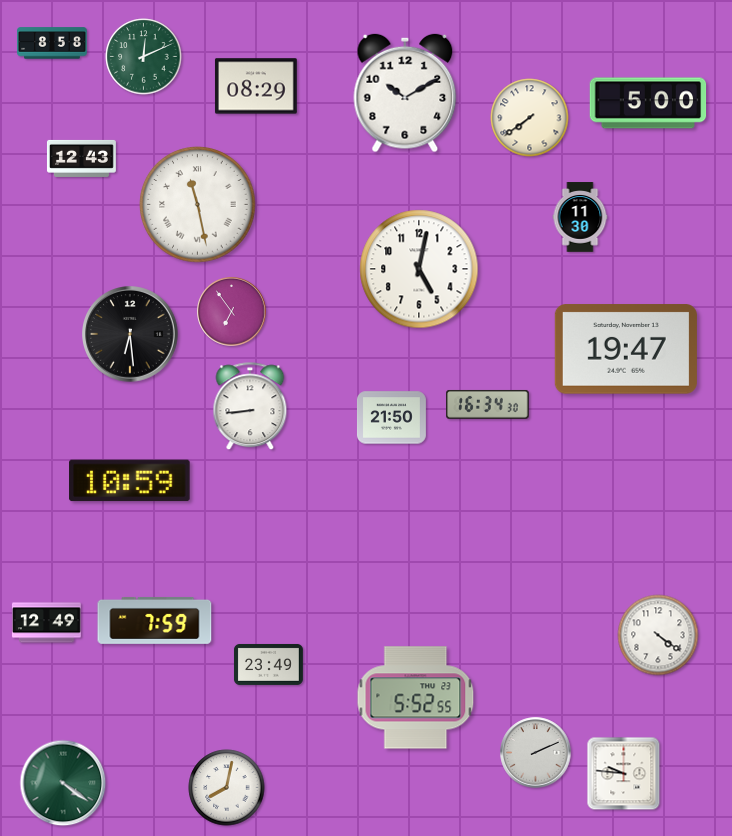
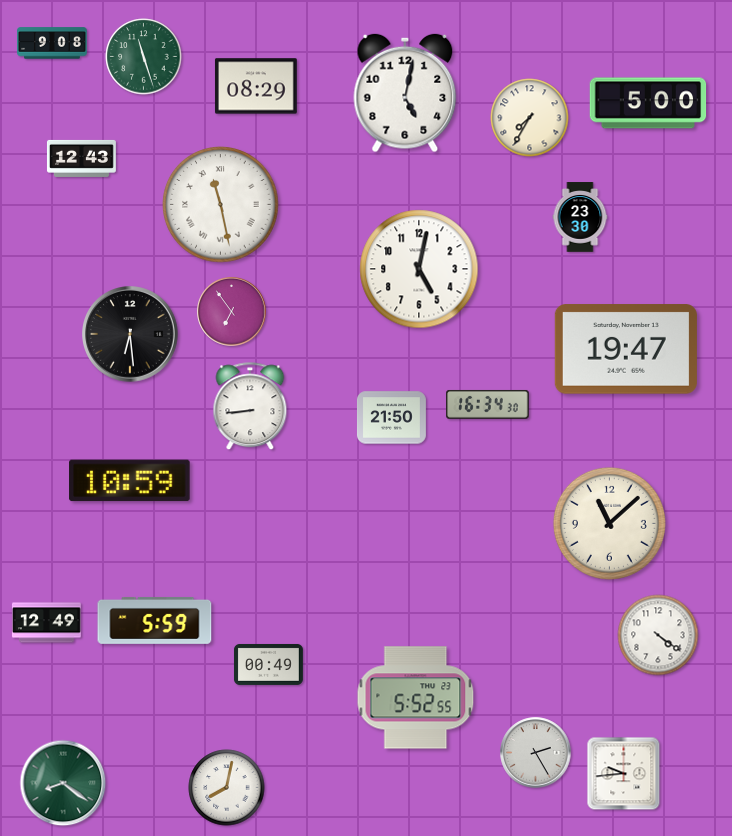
clock at (52, 43): 8:58 -> 9:08
clock at (144, 57): 12:11 -> 11:27
clock at (405, 93): 10:10 -> 5:02
clock at (530, 118): 7:39 -> 7:35
clock at (198, 205) position: (198, 205) -> (221, 205)
clock at (580, 217): 11:30 -> 23:30
clock at (609, 523): none -> 11:08
clock at (155, 620): 7:59 -> 5:59
clock at (268, 664): 23:49 -> 00:49
clock at (536, 753): 2:11 -> 2:25
clock at (624, 774): 9:46 -> 9:44
clock at (63, 783): 4:21 -> 8:21
